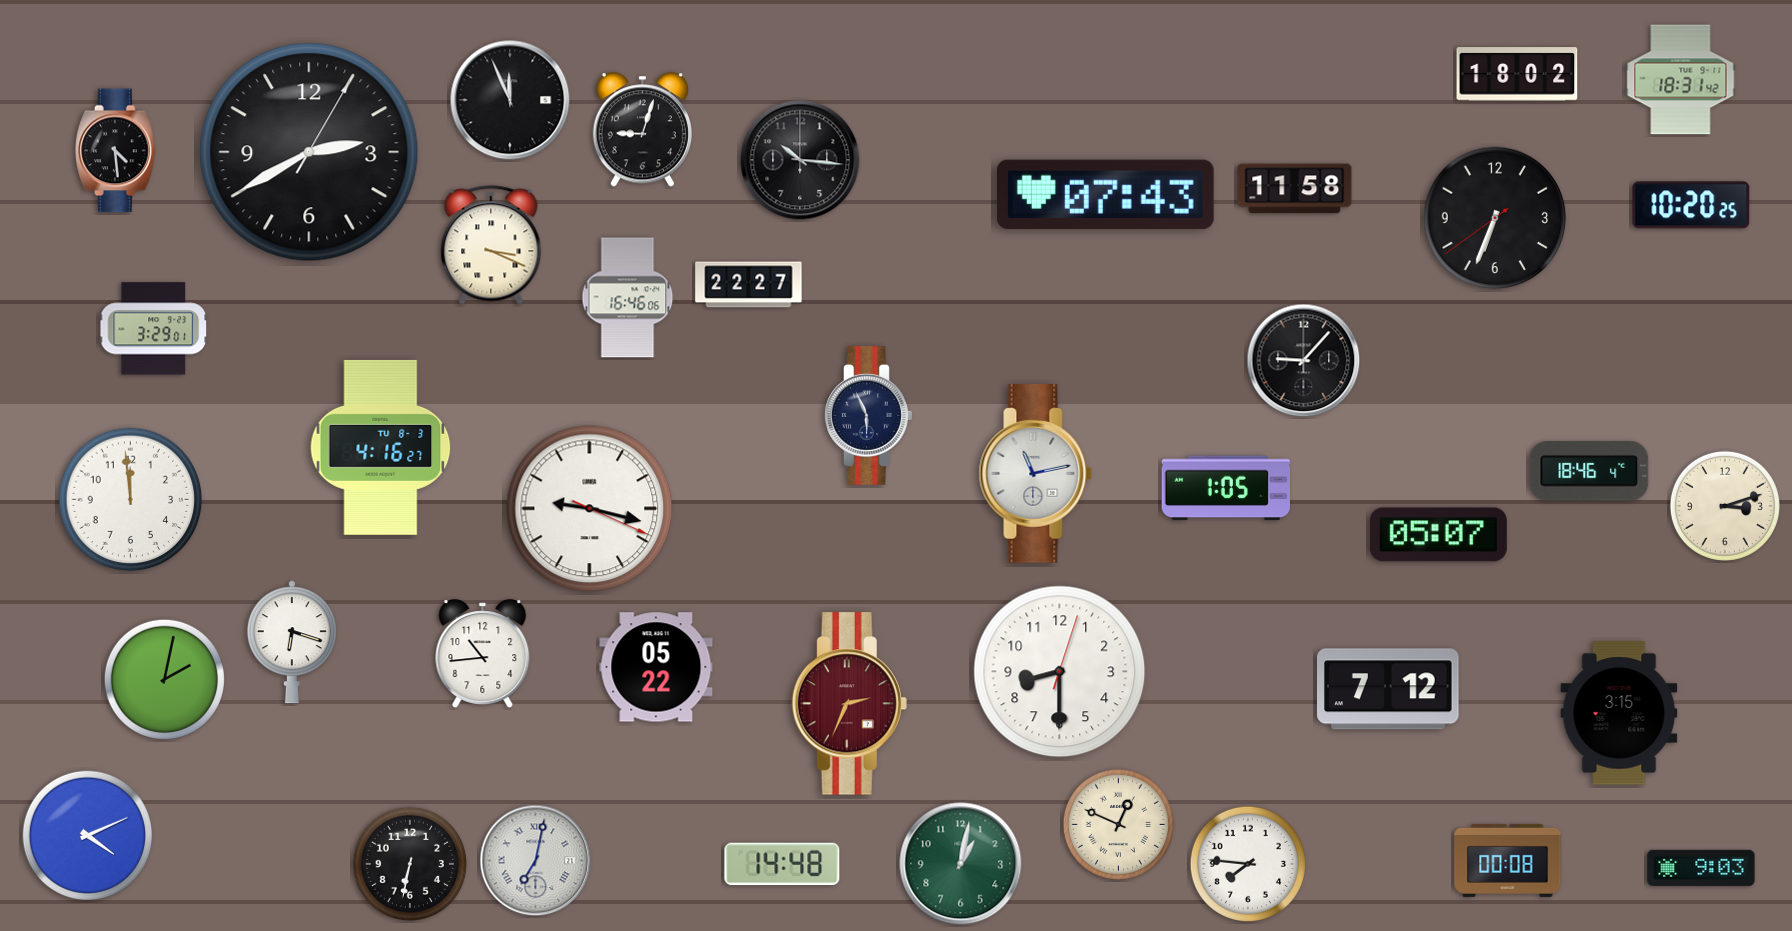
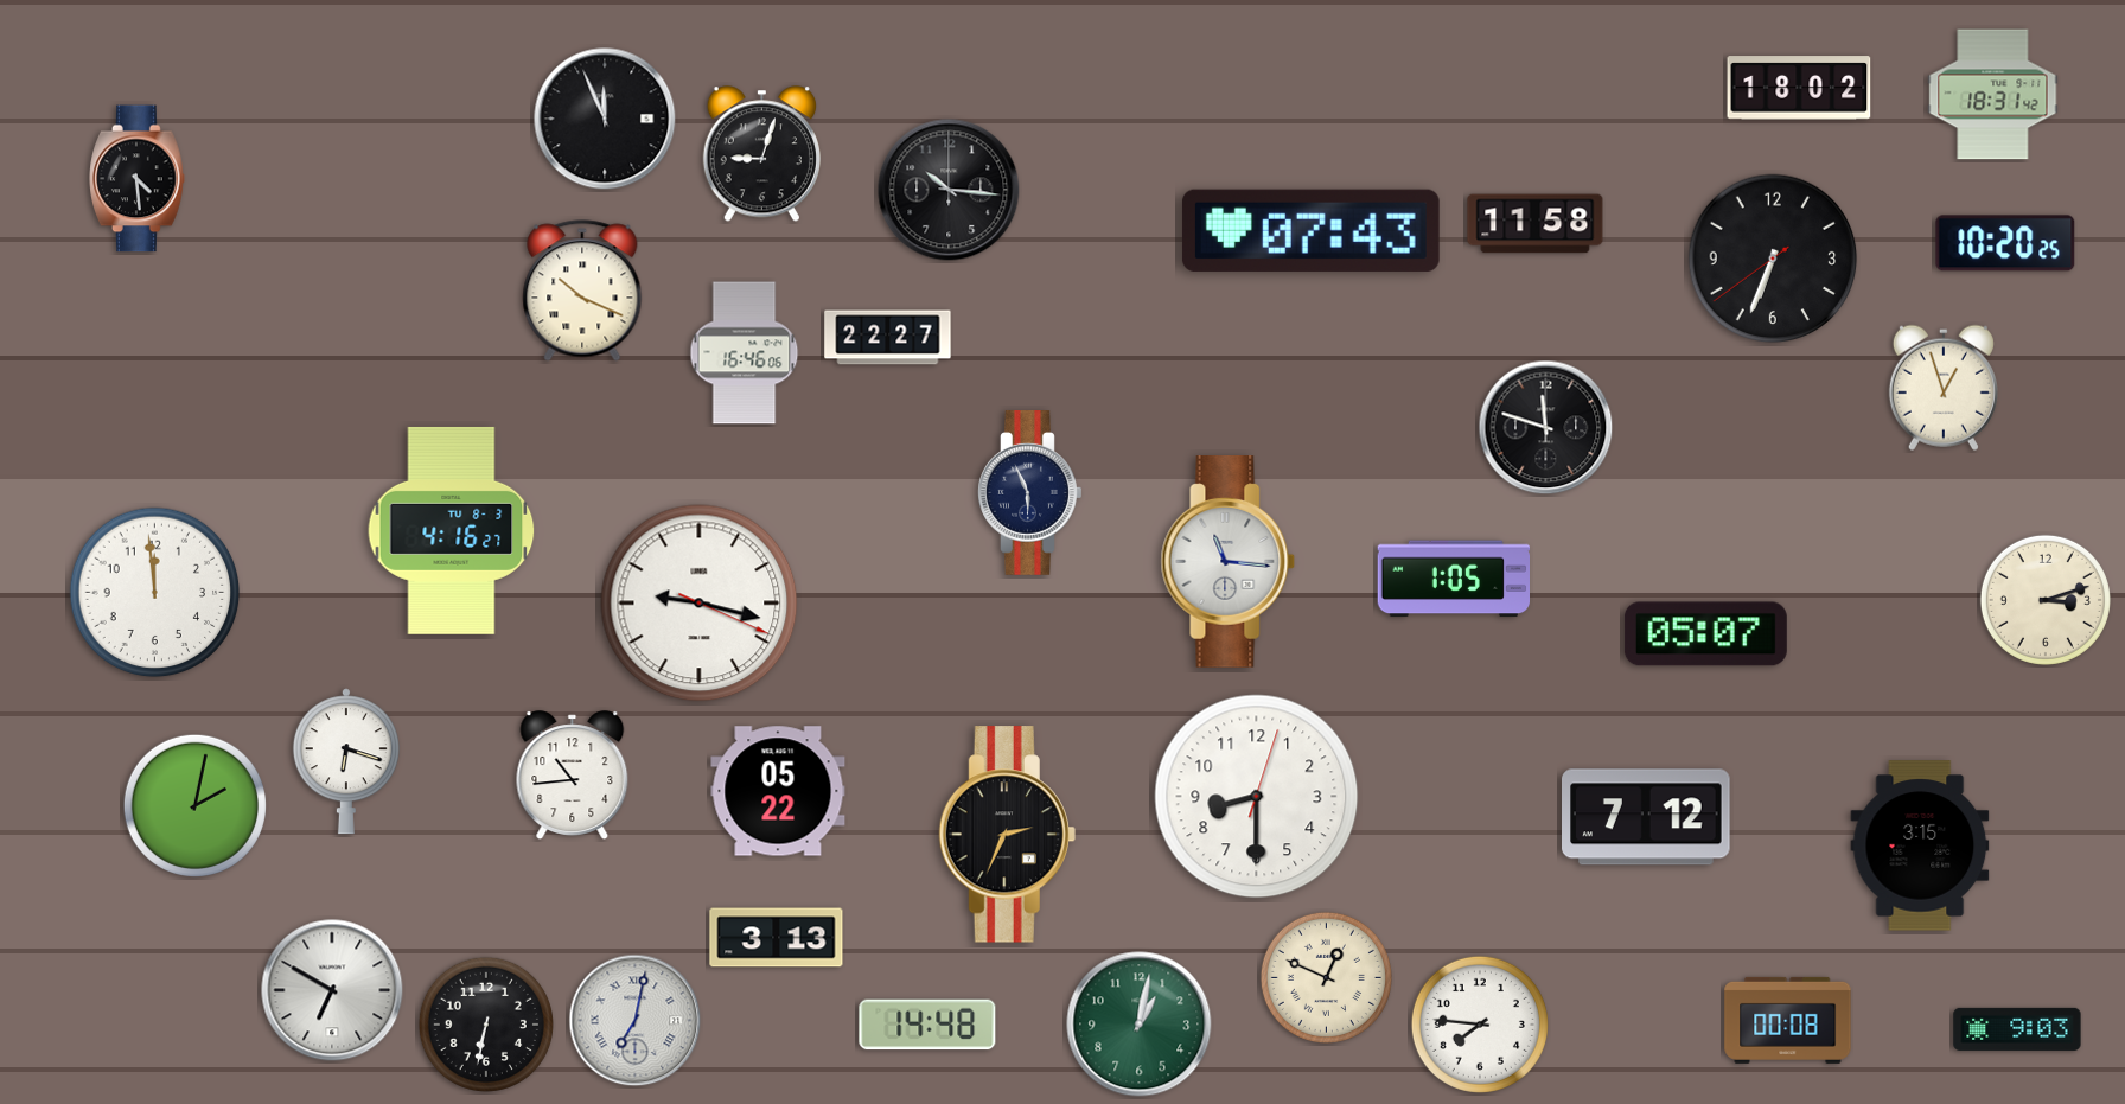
clock at (309, 152): 2:40 -> none
clock at (491, 245): 3:19 -> 10:19
clock at (1944, 388): none -> 12:57
clock at (154, 329): 3:29 -> none
clock at (1304, 361): 9:07 -> 11:48
clock at (1589, 471): 18:46 -> none
clock at (1036, 474): 11:13 -> 11:16
clock at (849, 704) dial: burgundy -> black
clock at (777, 938): none -> 3:13
clock at (87, 835): 4:11 -> none
clock at (332, 990): none -> 6:50
